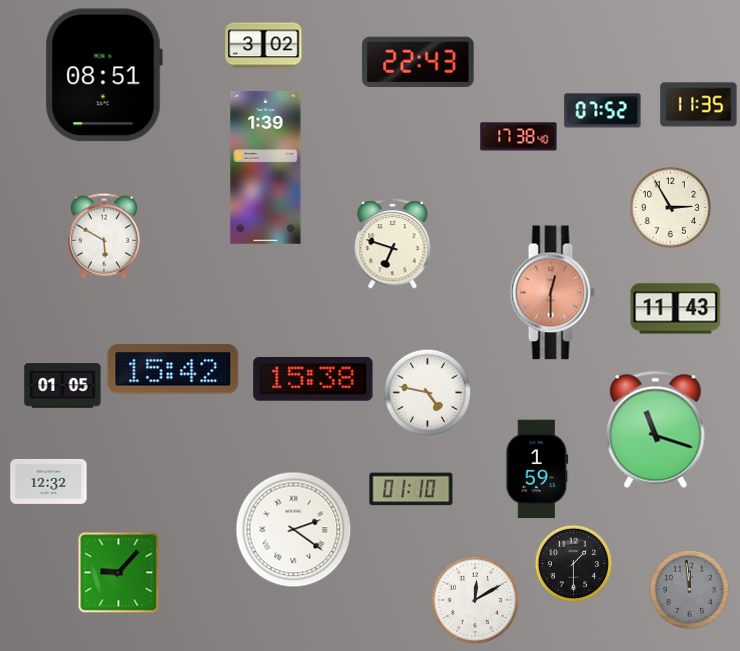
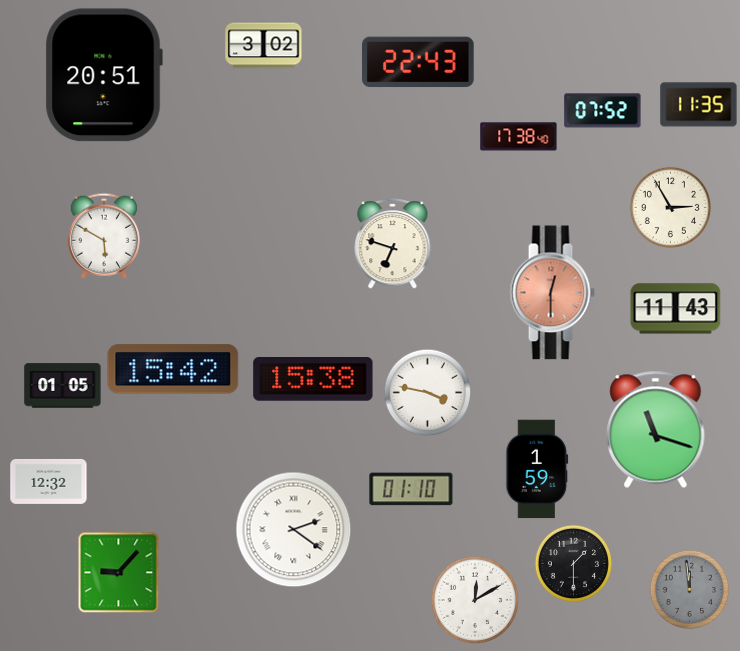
clock at (104, 75): 08:51 -> 20:51
clock at (266, 168): 1:39 -> none
clock at (427, 392): 4:47 -> 3:47
